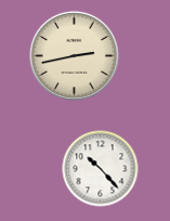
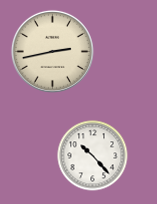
clock at (74, 55) position: (74, 55) -> (52, 51)
